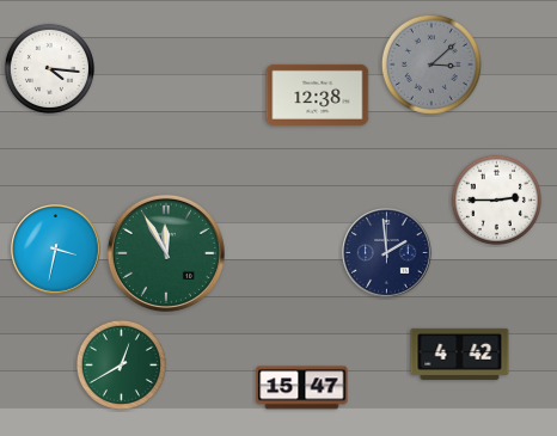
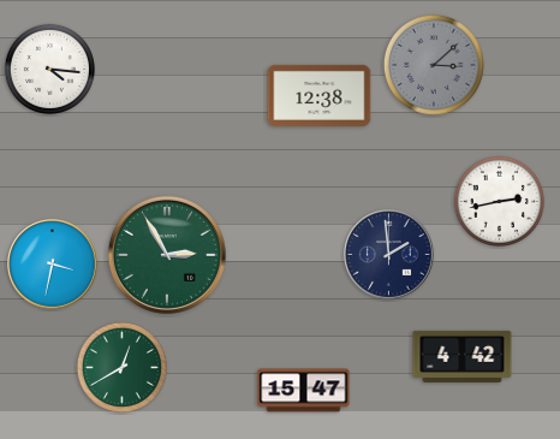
clock at (496, 199): 2:45 -> 2:43
clock at (56, 250) position: (56, 250) -> (53, 265)
clock at (166, 253): 11:55 -> 2:55
